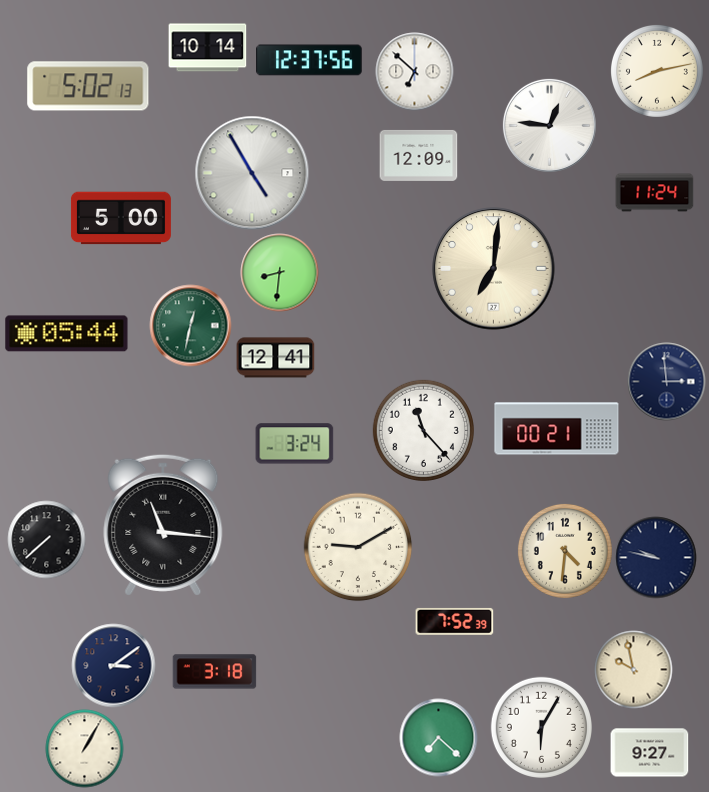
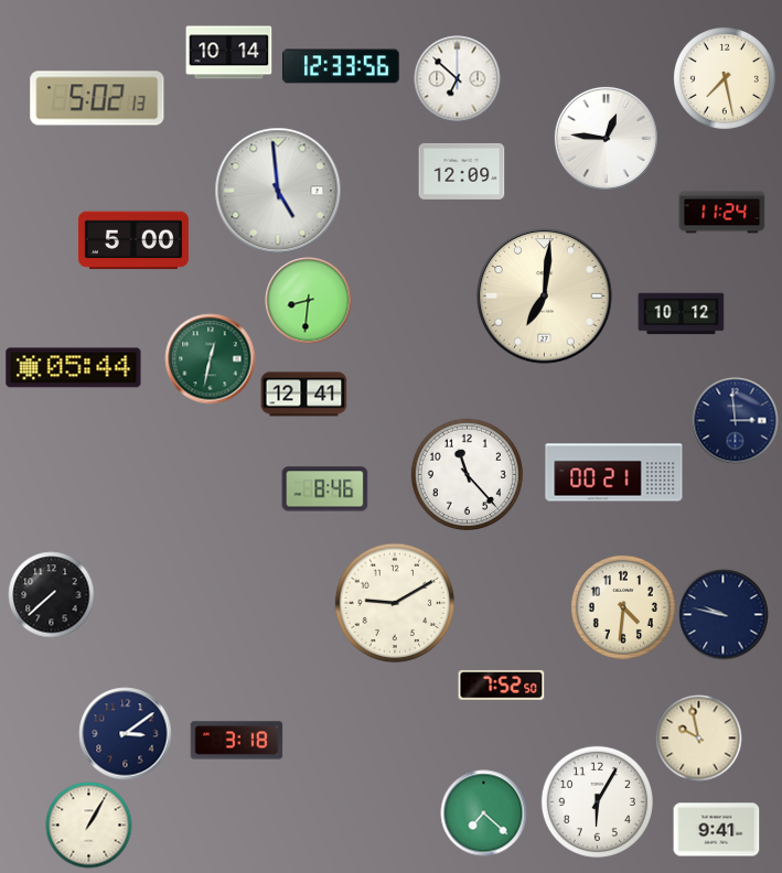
clock at (309, 60): 12:37 -> 12:33
clock at (657, 71): 8:13 -> 7:28
clock at (88, 86) position: (88, 86) -> (97, 98)
clock at (252, 173): 4:55 -> 4:59
clock at (681, 314): none -> 10:12
clock at (294, 444): 3:24 -> 8:46
clock at (163, 525): 11:16 -> none
clock at (454, 621): 7:52:39 -> 7:52:50
clock at (84, 748) position: (84, 748) -> (88, 824)
clock at (649, 753): 9:27 -> 9:41
